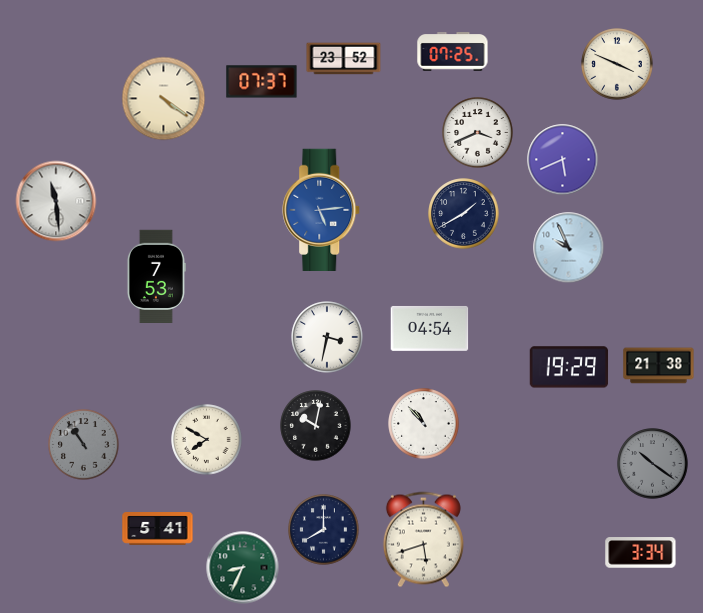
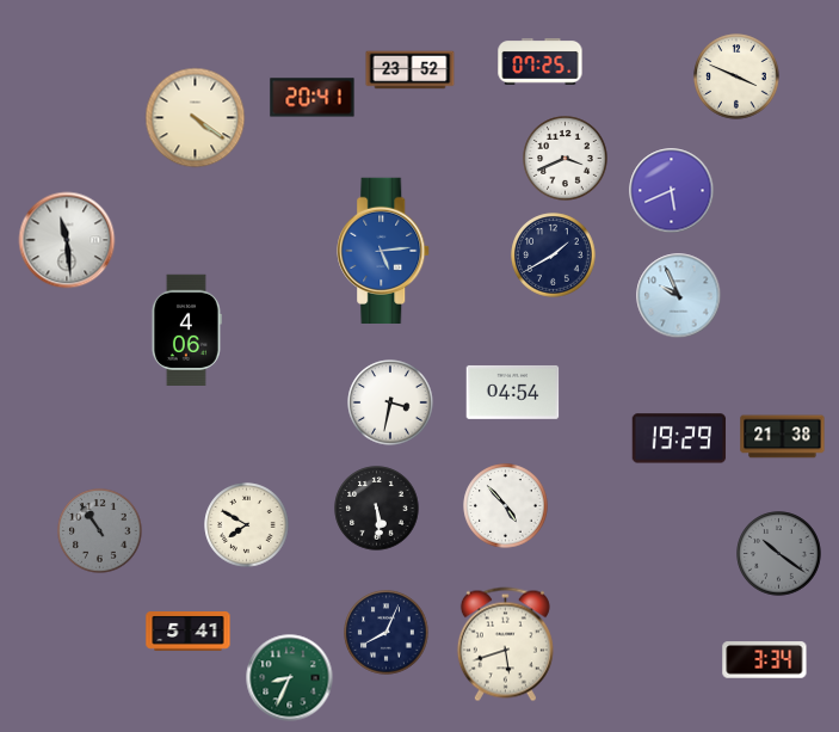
clock at (262, 82): 07:37 -> 20:41
clock at (478, 133) position: (478, 133) -> (566, 159)
clock at (156, 276): 7:53 -> 4:06
clock at (659, 366) position: (659, 366) -> (783, 437)
clock at (424, 424): 10:53 -> 4:53
clock at (316, 426): 10:02 -> 5:29
clock at (324, 530): 8:00 -> 8:04
